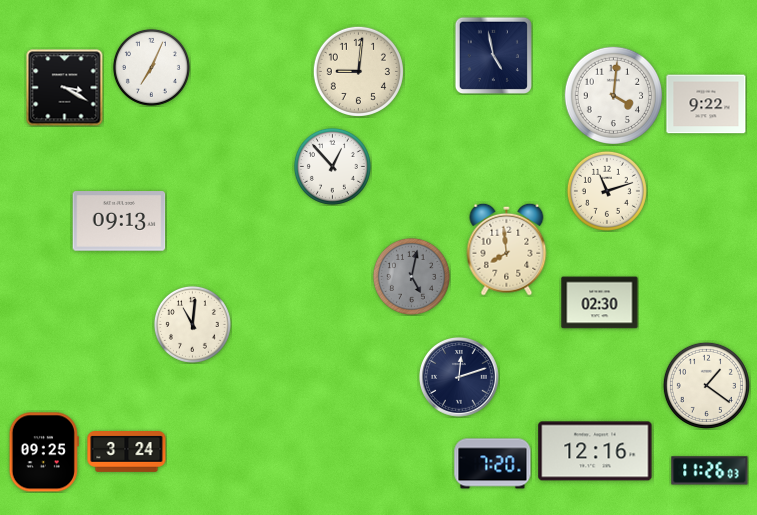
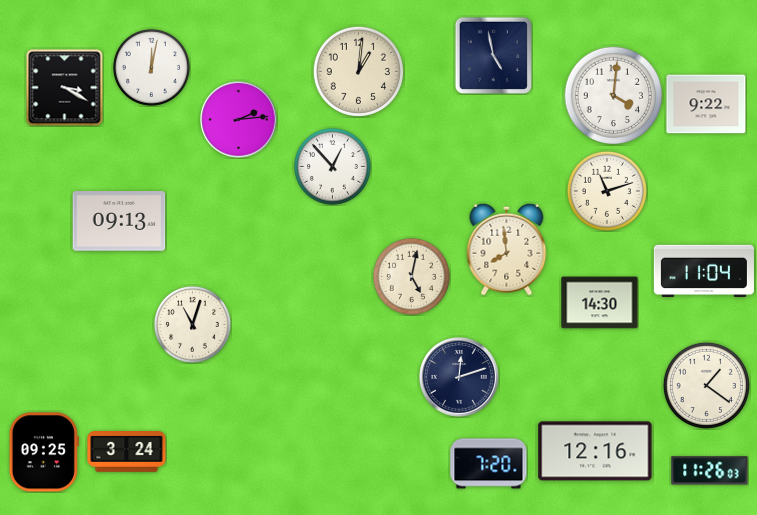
clock at (151, 67): 7:04 -> 12:02
clock at (358, 71): 9:01 -> 1:01
clock at (239, 120): none -> 2:14
clock at (704, 270): none -> 11:04
clock at (411, 276) dial: grey -> cream
clock at (600, 303): 02:30 -> 14:30
clock at (192, 324): 11:01 -> 11:03
clock at (493, 464) position: (493, 464) -> (489, 464)
